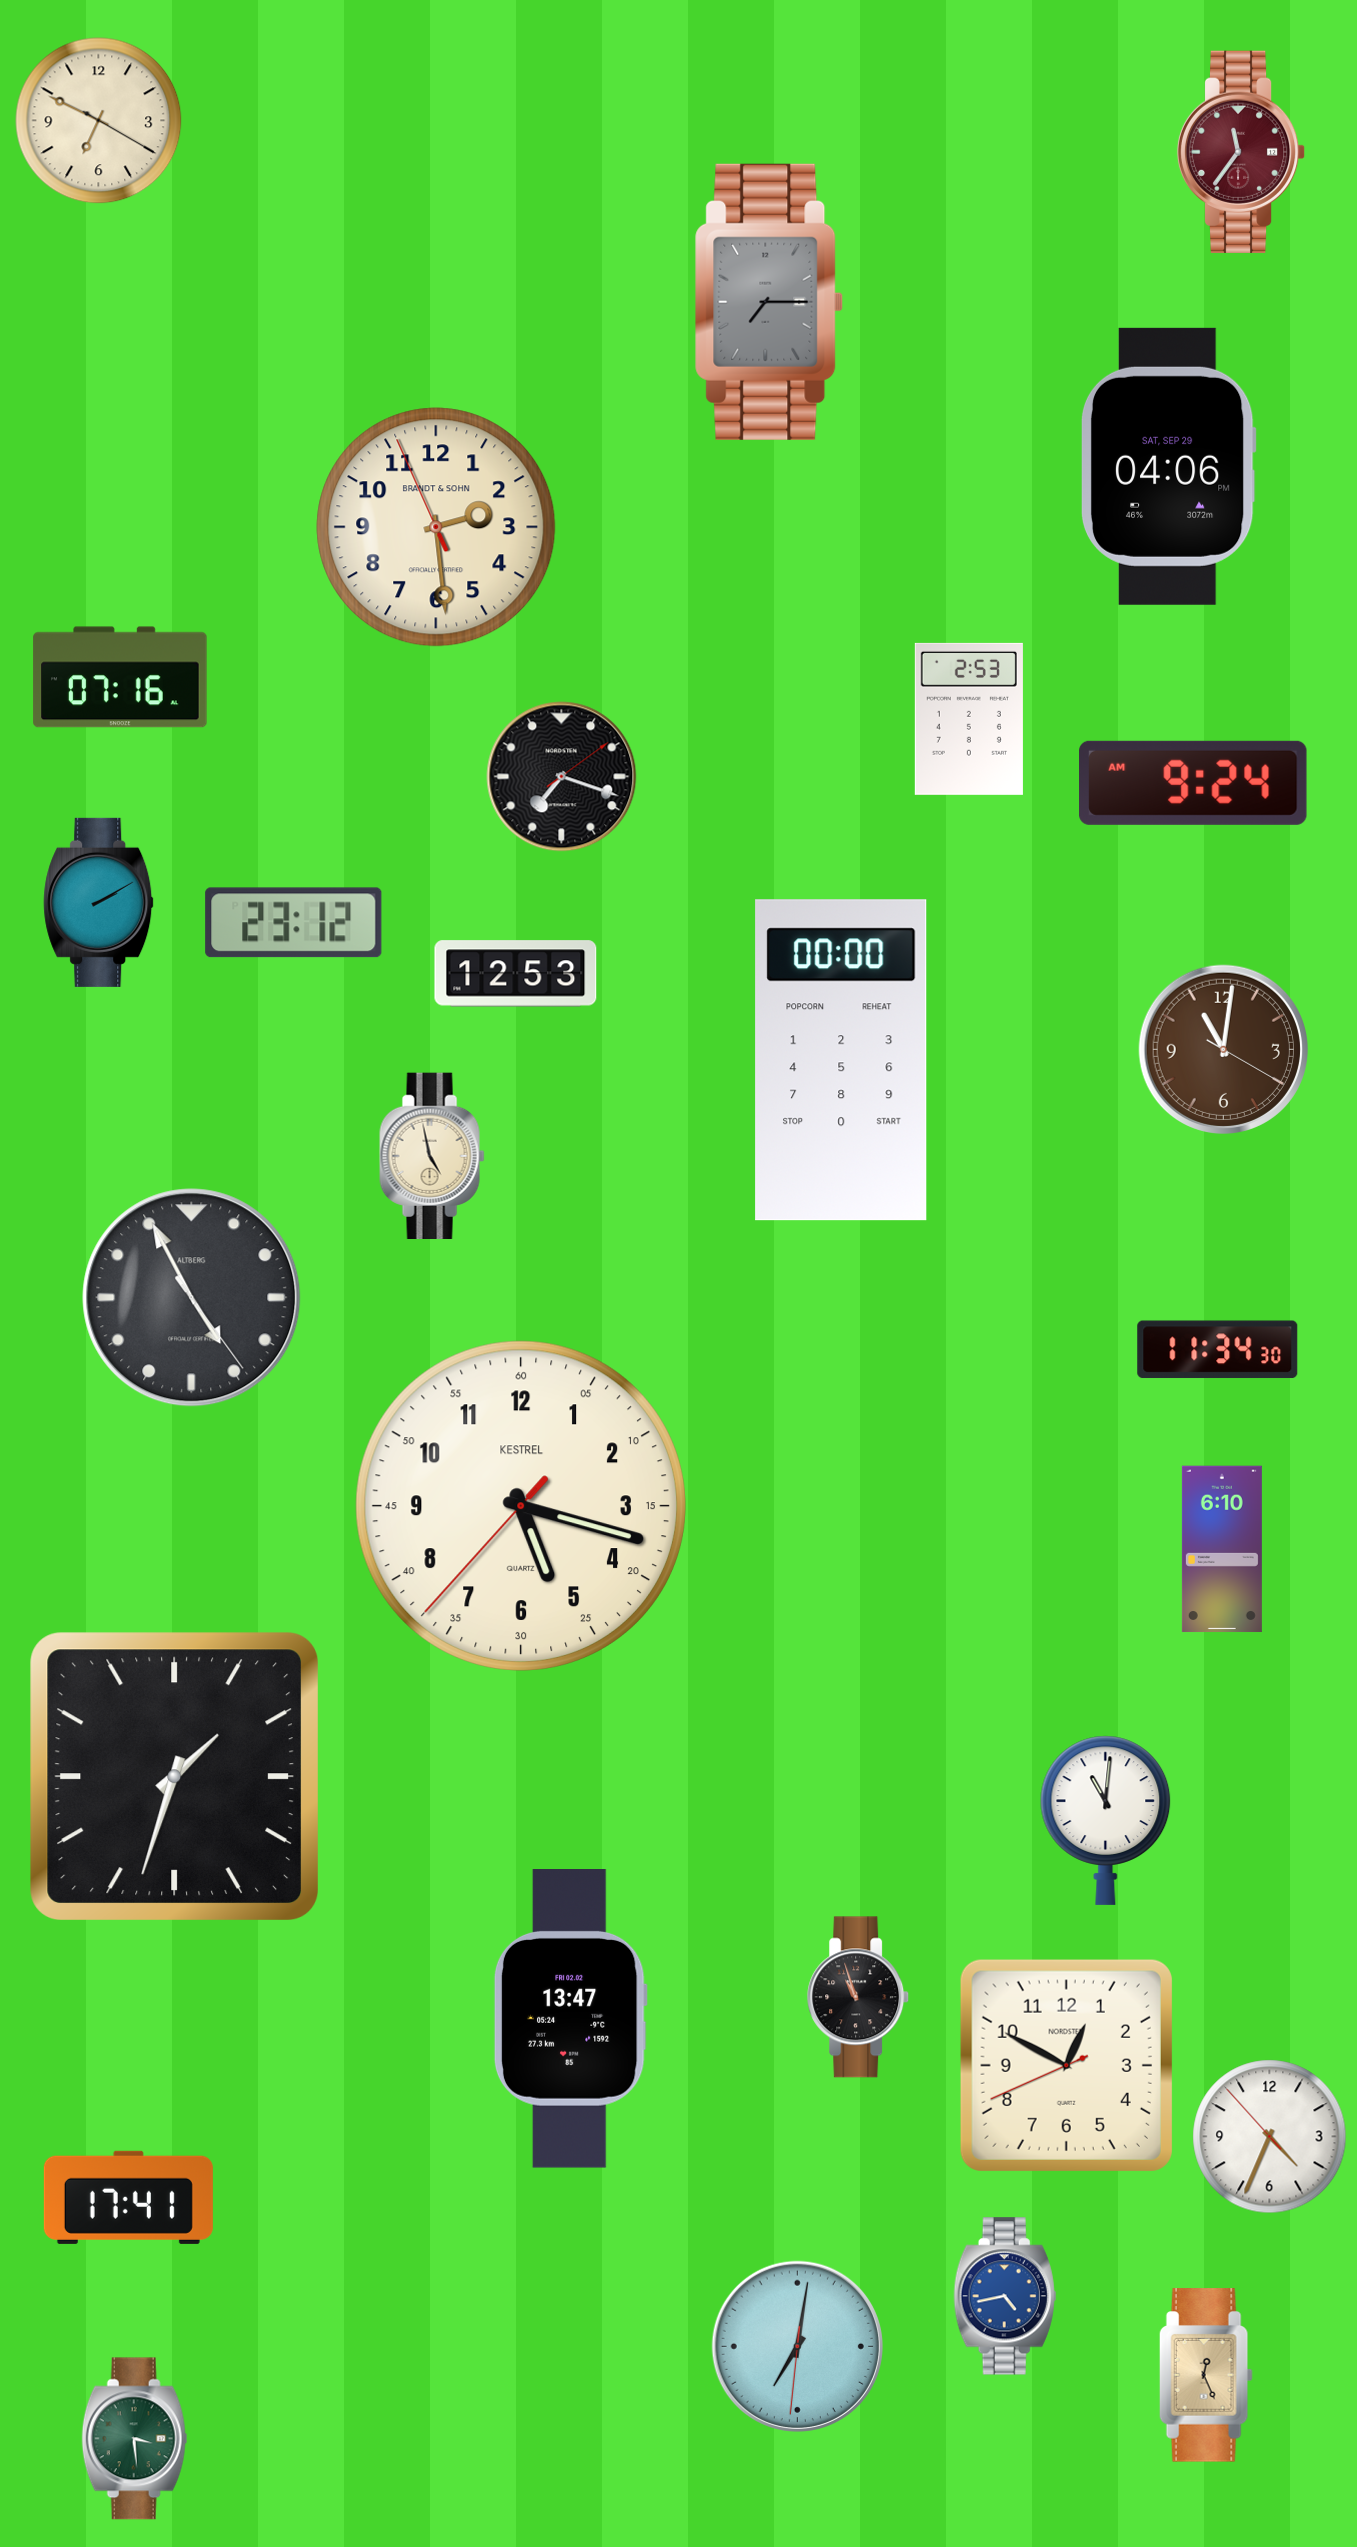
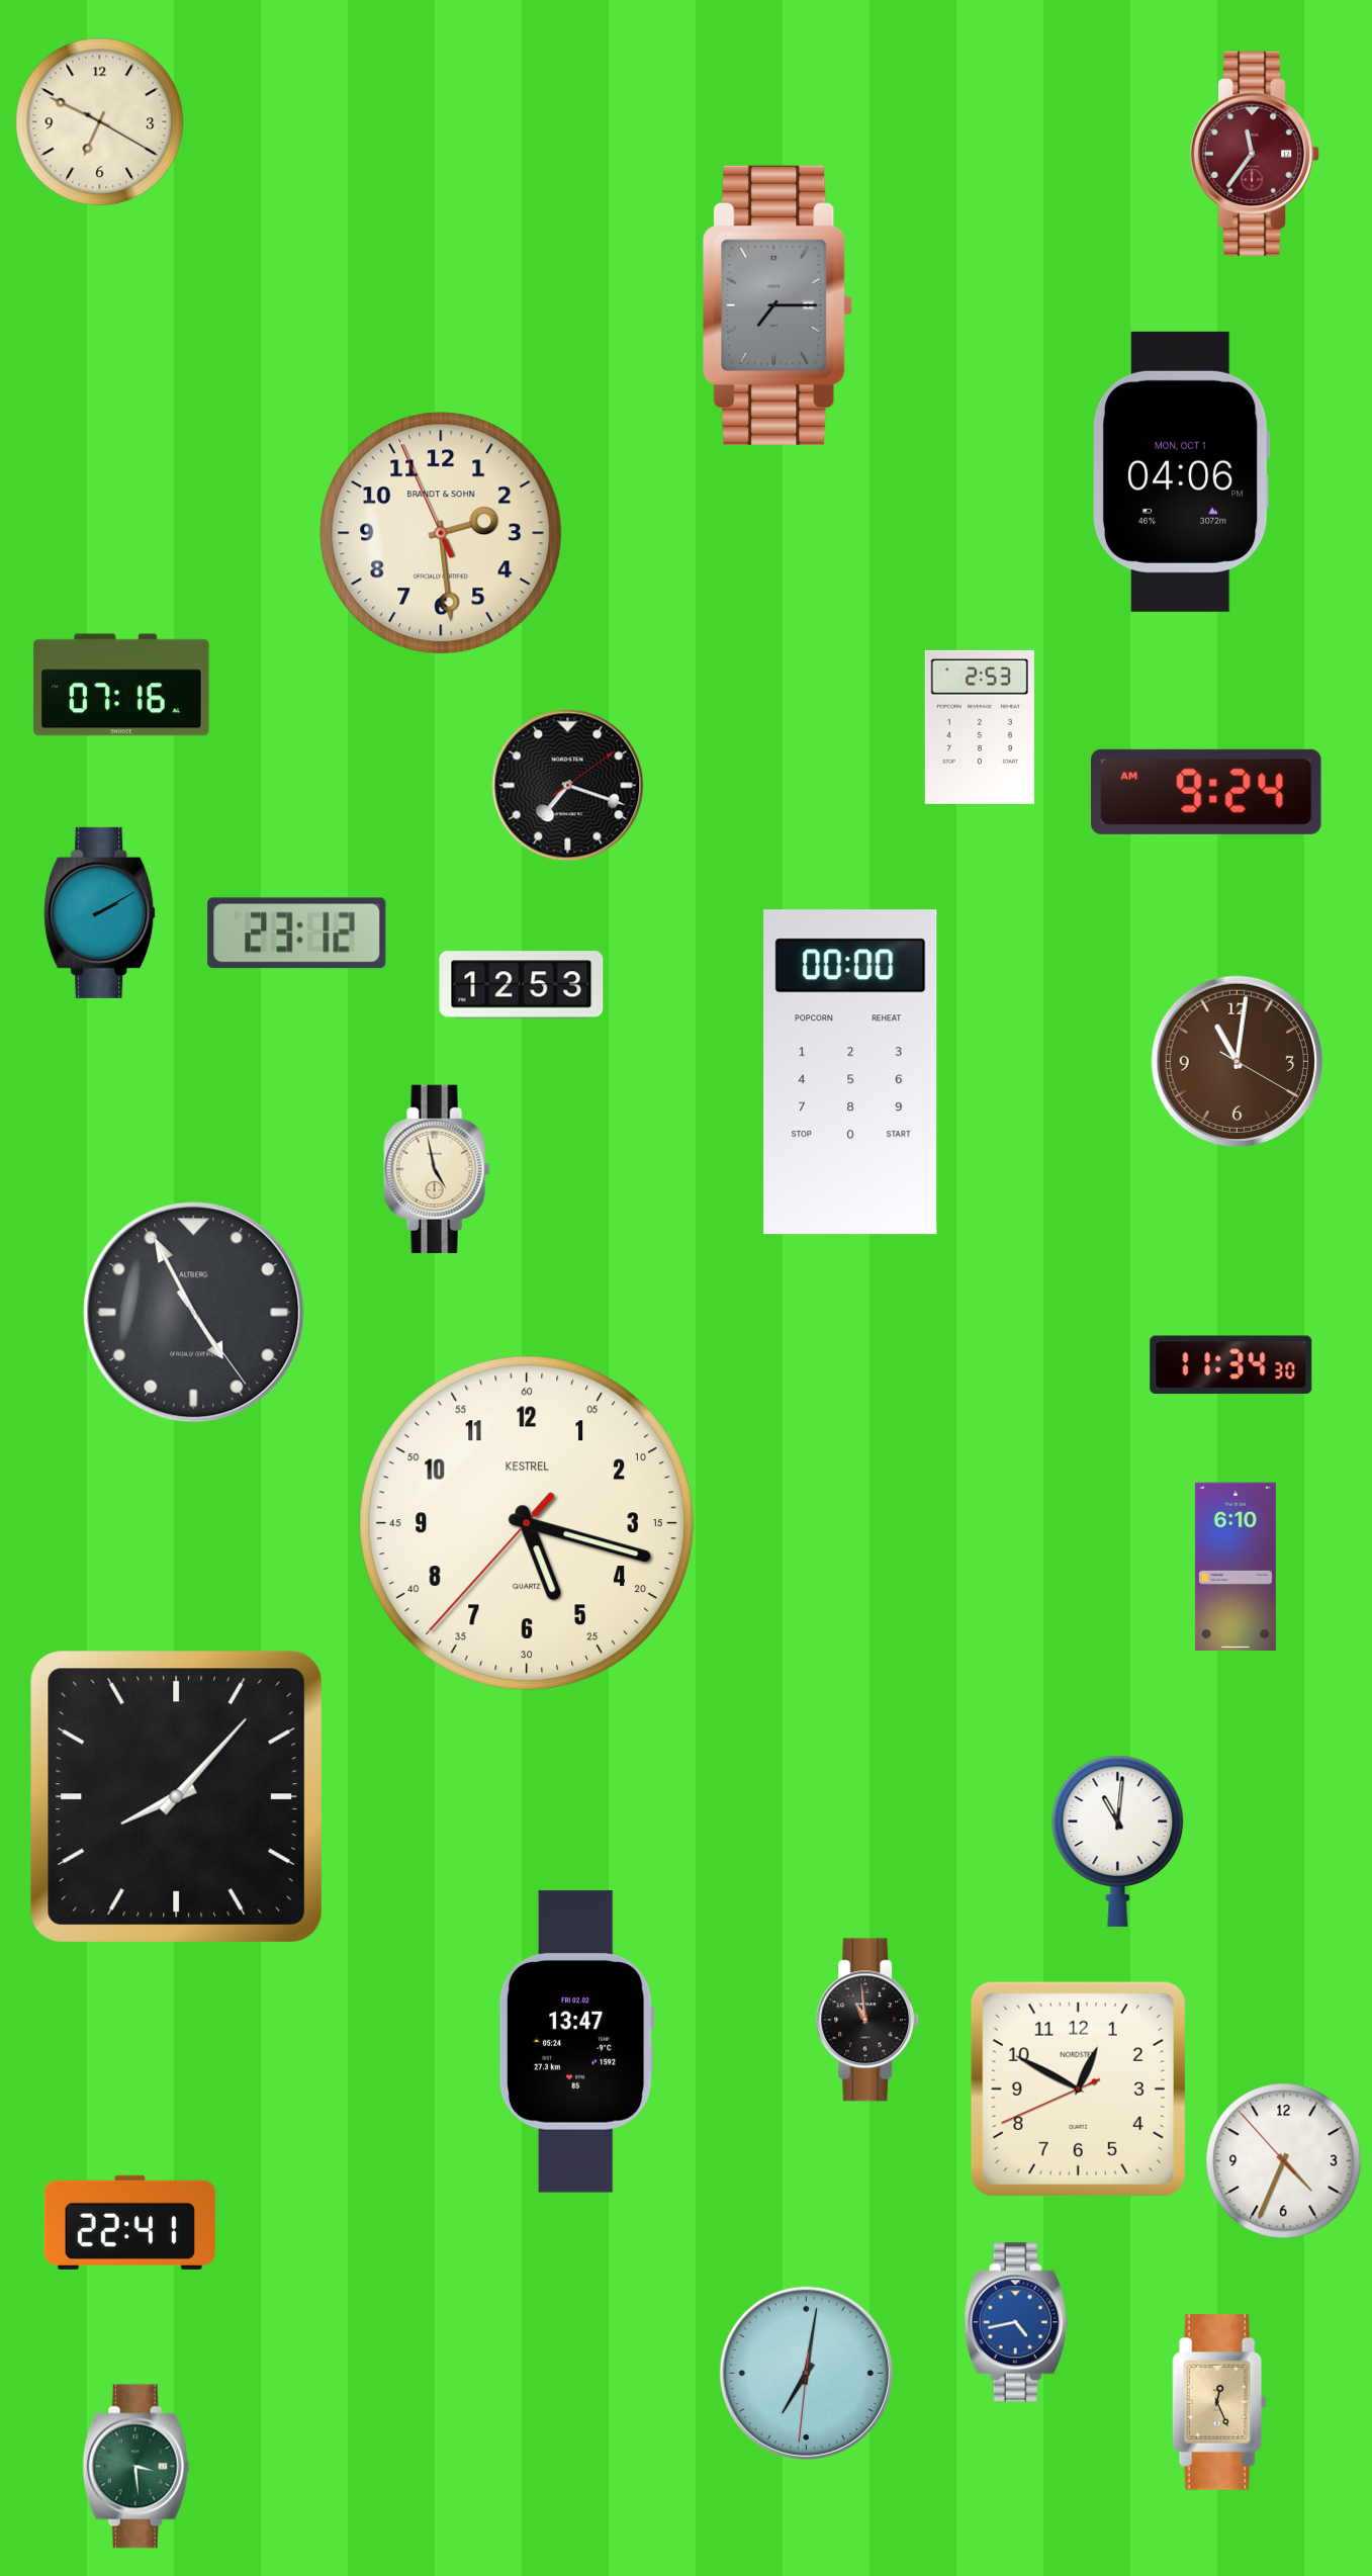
clock at (1168, 466) date: SAT, SEP 29 -> MON, OCT 1
clock at (174, 1776): 1:33 -> 8:07
clock at (859, 1997): 10:57 -> 10:59
clock at (128, 2197): 17:41 -> 22:41
